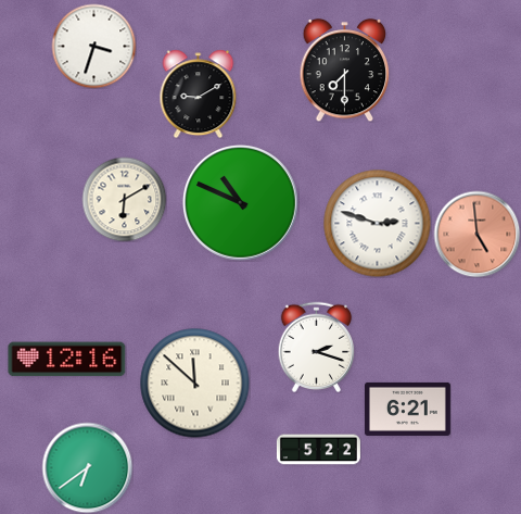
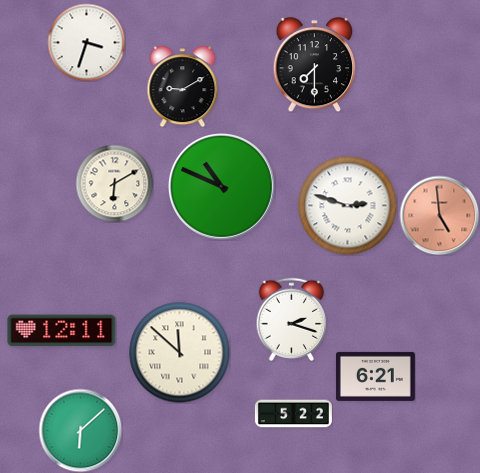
clock at (345, 70) position: (345, 70) -> (315, 64)
clock at (67, 360): 12:16 -> 12:11
clock at (87, 467): 6:39 -> 6:08
